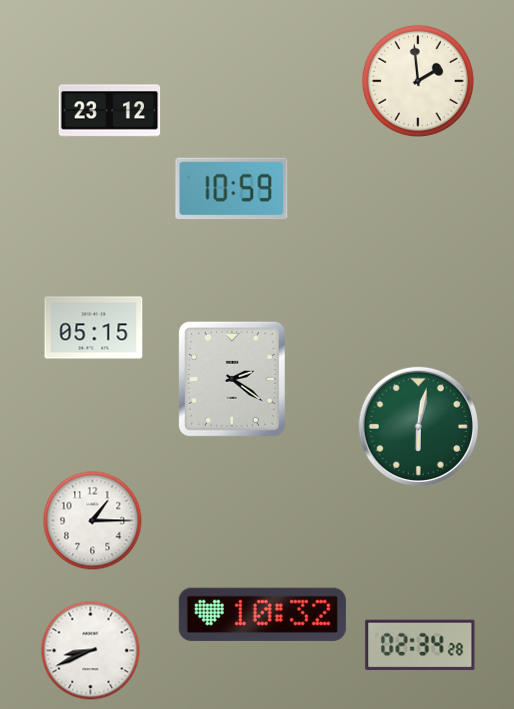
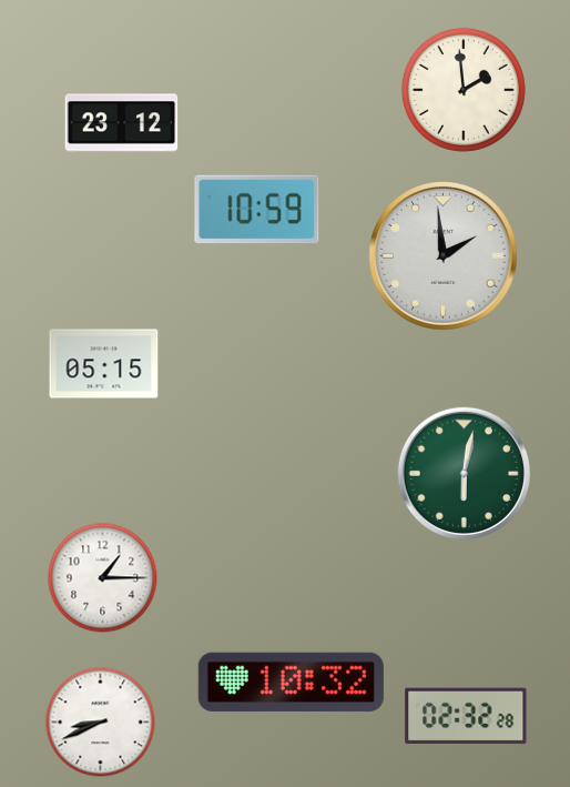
clock at (444, 256): none -> 1:59
clock at (232, 379): 2:21 -> none
clock at (420, 644): 02:34 -> 02:32
